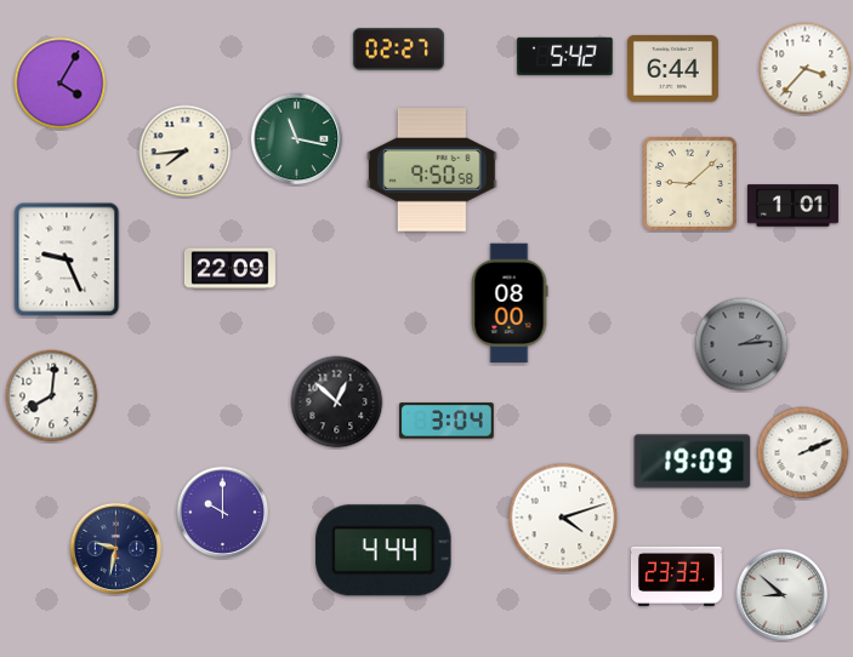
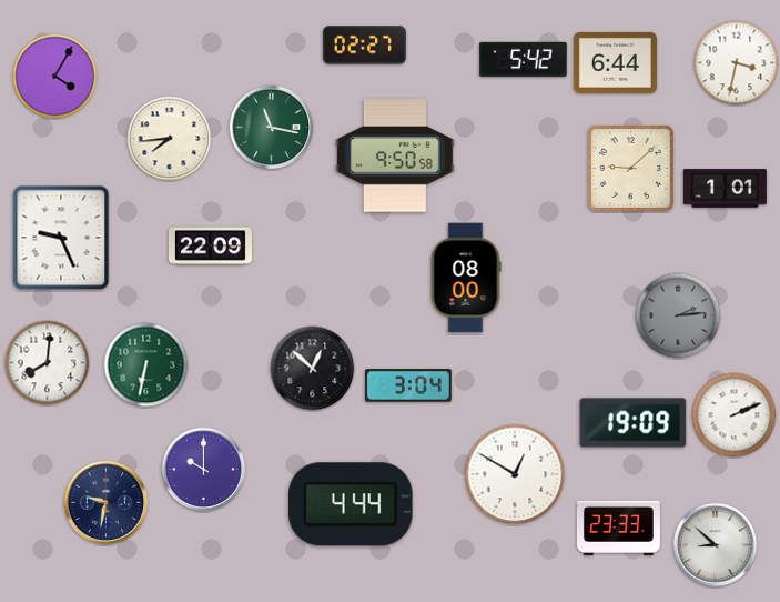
clock at (565, 56) position: (565, 56) -> (524, 59)
clock at (806, 69): 3:37 -> 3:32
clock at (146, 365): none -> 6:32
clock at (337, 402) position: (337, 402) -> (313, 369)
clock at (563, 518): 4:12 -> 12:50
